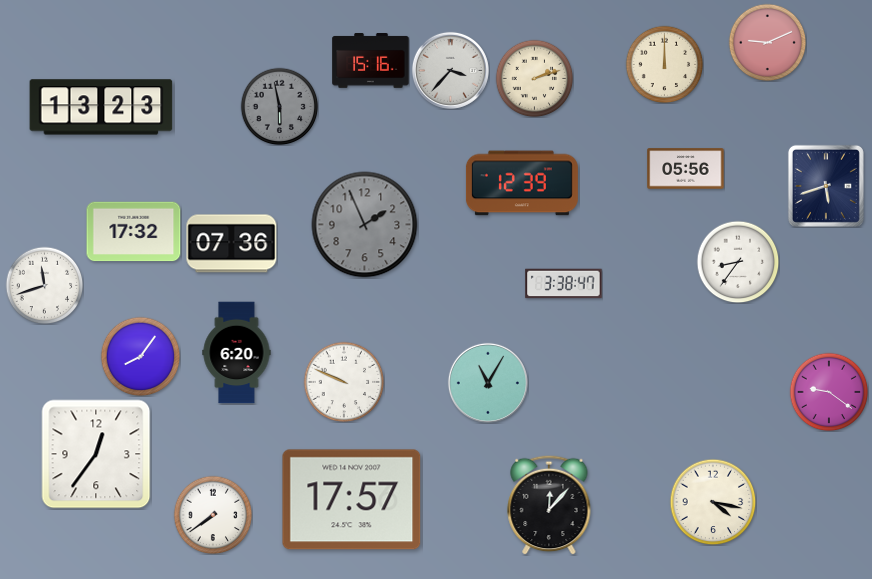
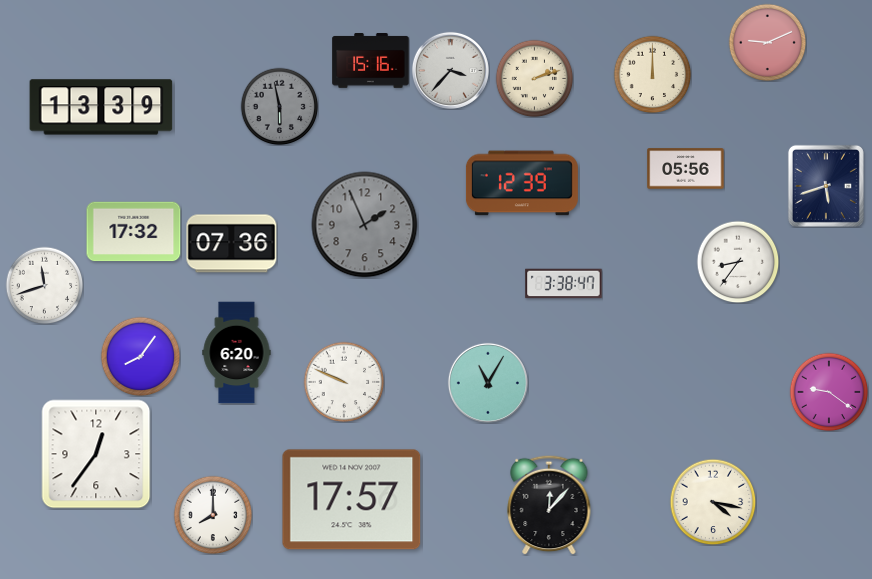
clock at (664, 64) position: (664, 64) -> (652, 74)
clock at (101, 107): 13:23 -> 13:39
clock at (213, 515): 7:39 -> 8:00
